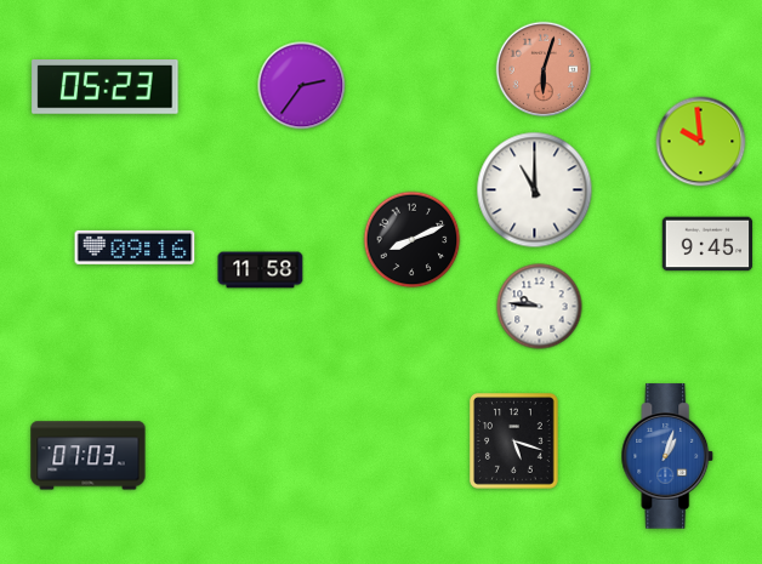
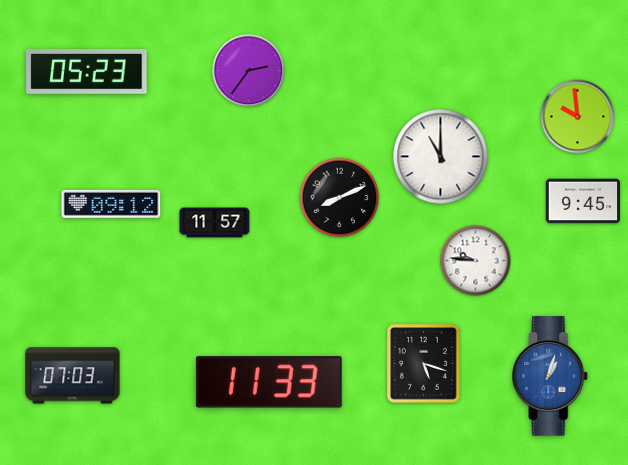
clock at (544, 69): 6:03 -> none
clock at (135, 247): 09:16 -> 09:12
clock at (261, 270): 11:58 -> 11:57
clock at (540, 307) position: (540, 307) -> (476, 261)
clock at (269, 382): none -> 11:33
